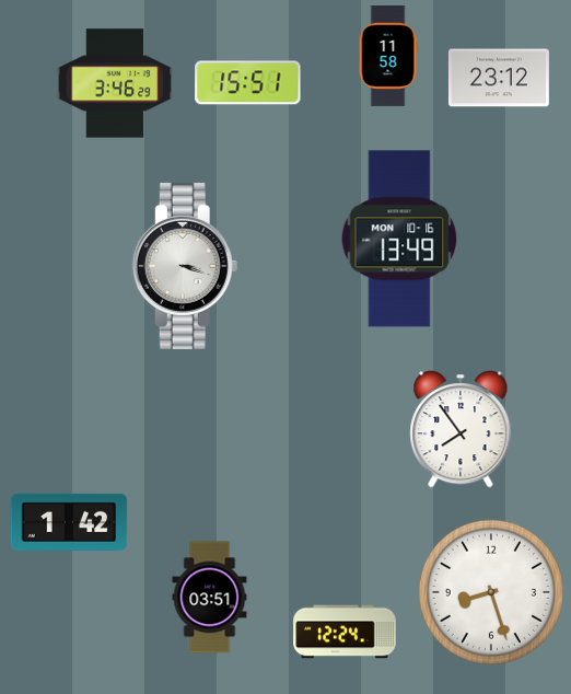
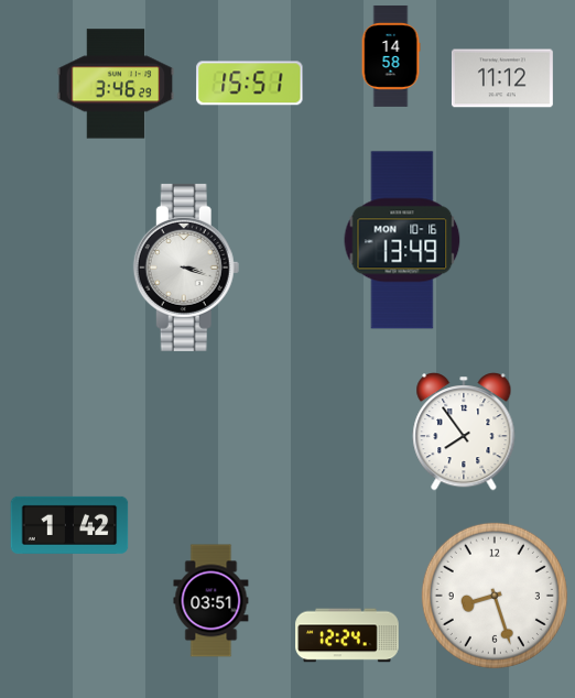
clock at (388, 56): 11:58 -> 14:58
clock at (499, 78): 23:12 -> 11:12
